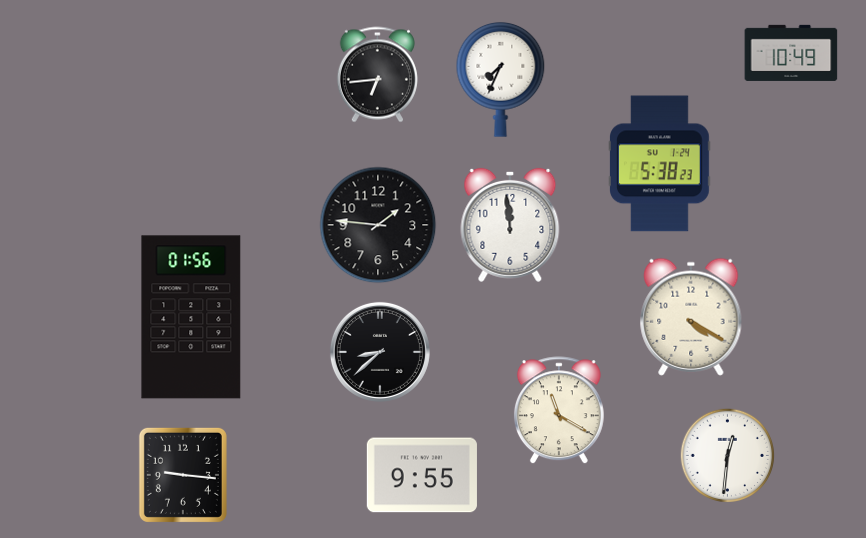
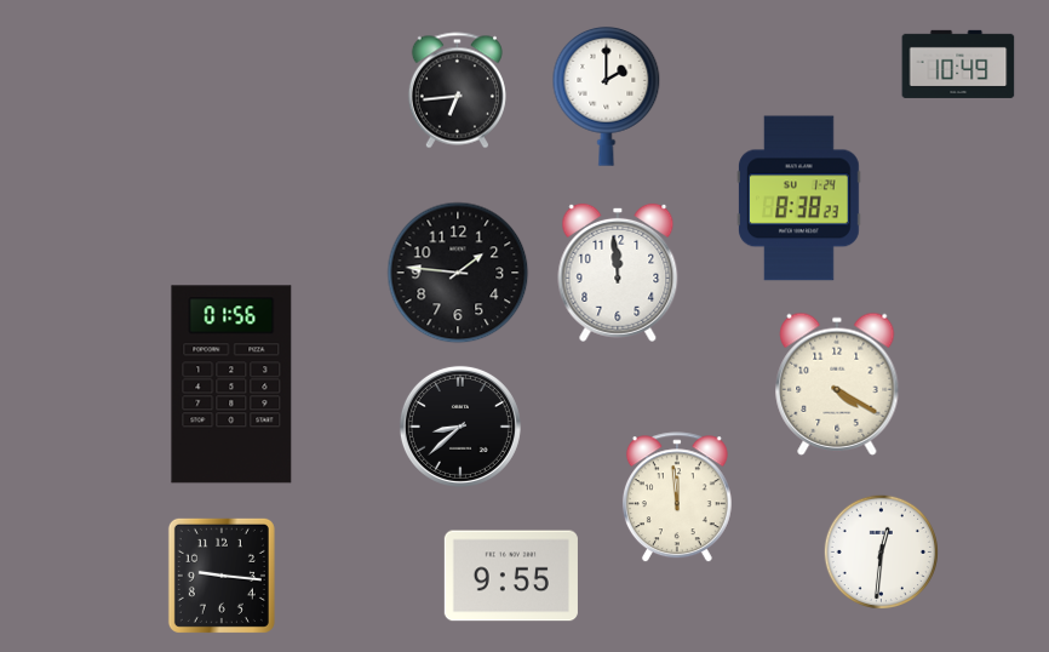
clock at (501, 79): 7:34 -> 2:00
clock at (660, 164): 5:38 -> 8:38
clock at (559, 411): 11:20 -> 11:59
